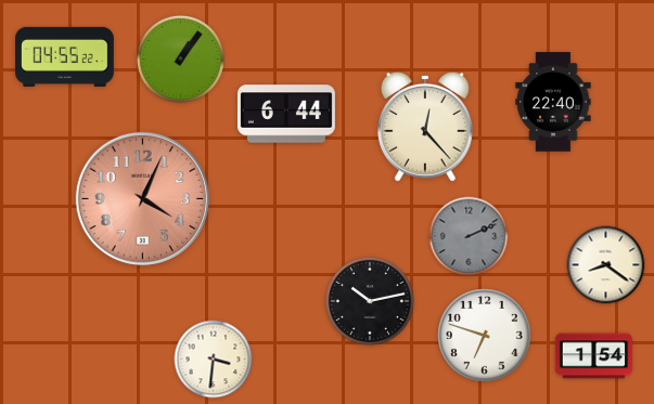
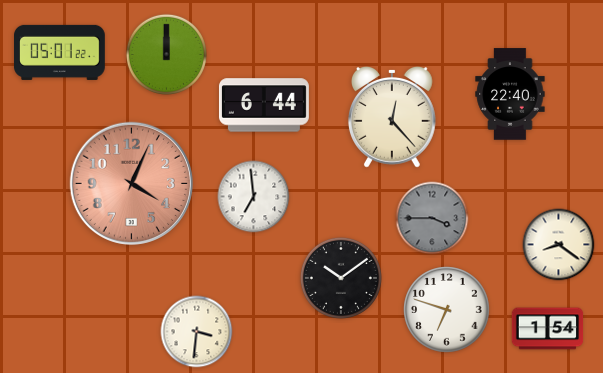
clock at (65, 56): 04:55 -> 05:01
clock at (180, 58): 1:06 -> 12:00
clock at (254, 197): none -> 6:59
clock at (469, 236): 2:11 -> 3:45
clock at (370, 301): 10:13 -> 10:09
